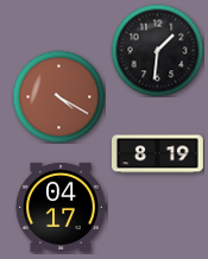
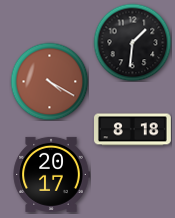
clock at (158, 154): 8:19 -> 8:18
clock at (61, 207): 04:17 -> 20:17
